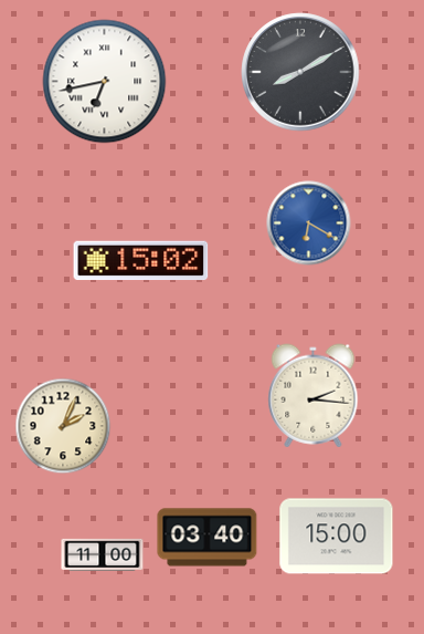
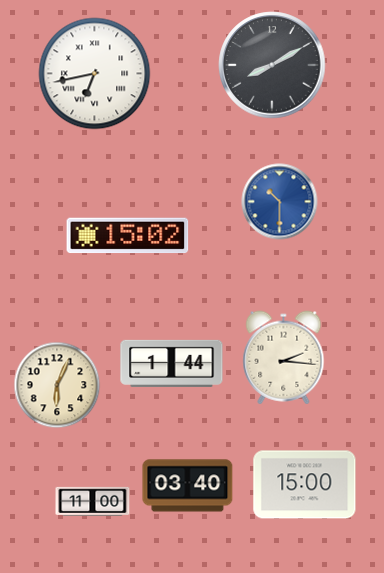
clock at (309, 224): 6:20 -> 10:30
clock at (172, 363): none -> 1:44
clock at (63, 426): 2:04 -> 6:04
